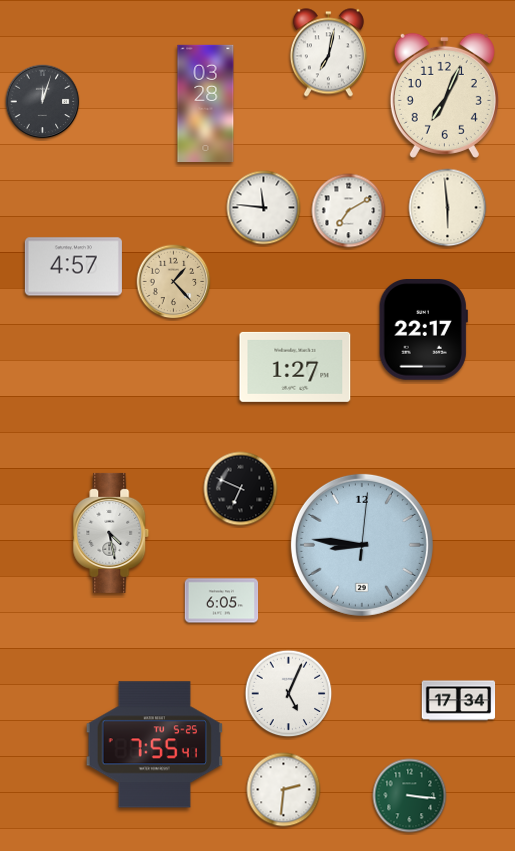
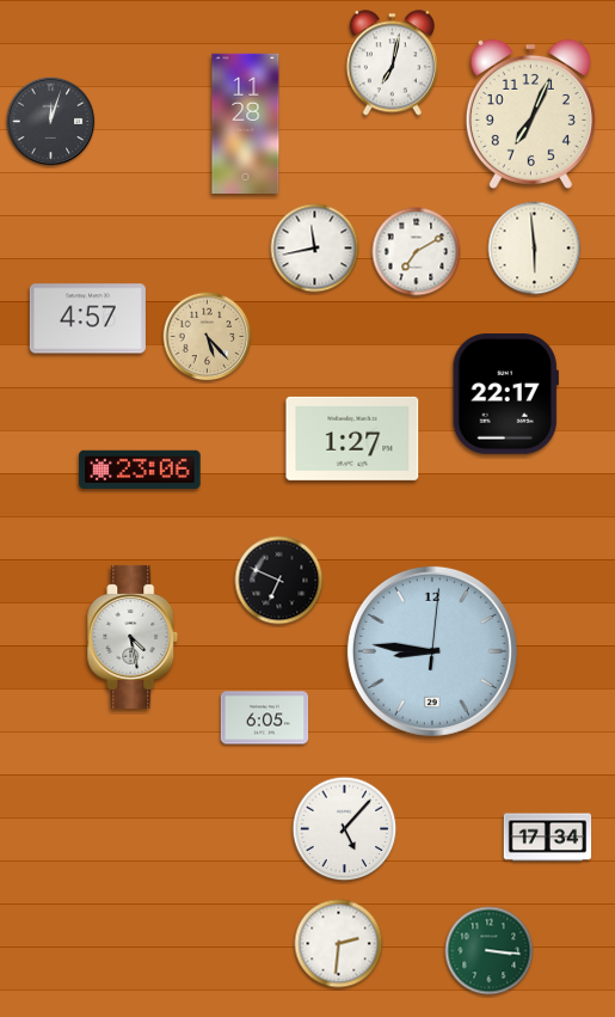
clock at (206, 103): 03:28 -> 11:28
clock at (264, 208): 11:46 -> 11:43
clock at (174, 282): 1:23 -> 5:23
clock at (140, 470): none -> 23:06
clock at (241, 489) position: (241, 489) -> (279, 581)
clock at (289, 694): 5:04 -> 5:07
clock at (154, 745): 7:55 -> none
